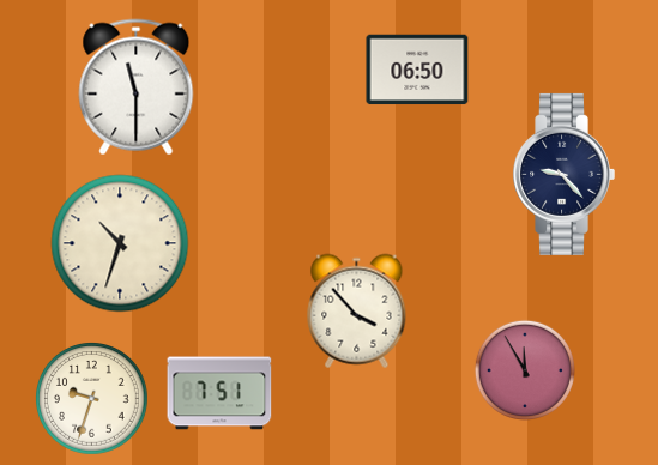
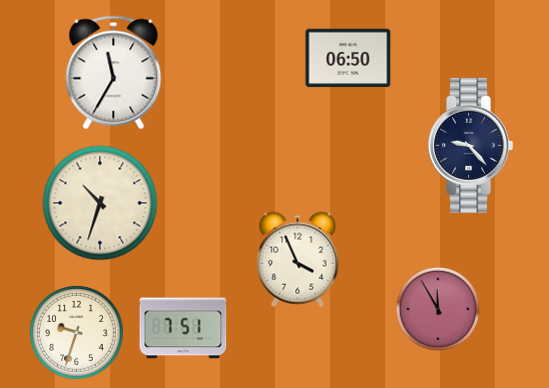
clock at (137, 87): 11:30 -> 11:35
clock at (357, 312): 3:53 -> 3:56
